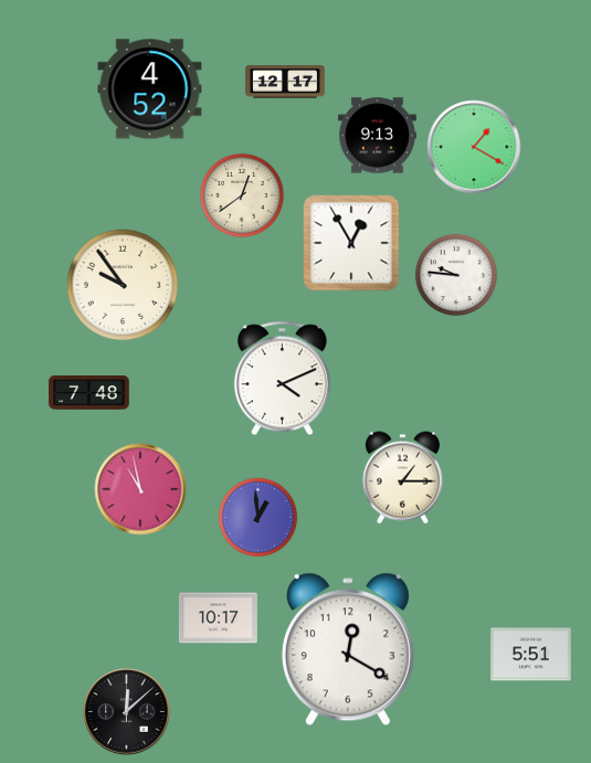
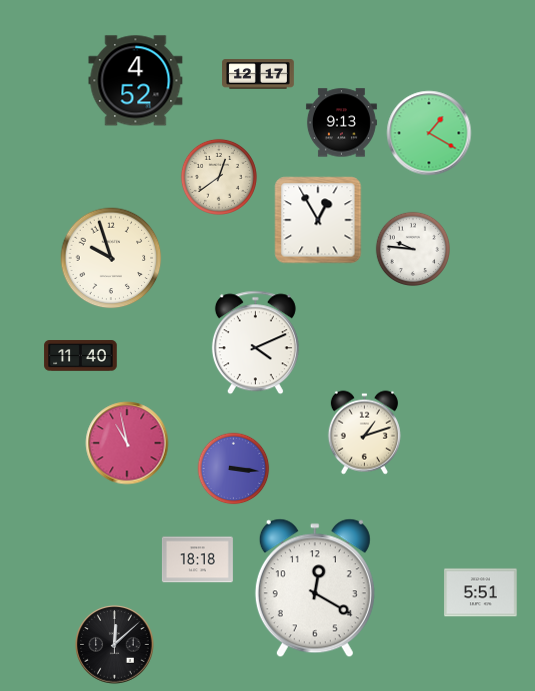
clock at (123, 285): 9:54 -> 9:57
clock at (89, 393): 7:48 -> 11:40
clock at (402, 478): 1:15 -> 1:12
clock at (258, 518): 12:59 -> 3:16
clock at (218, 618): 10:17 -> 18:18
